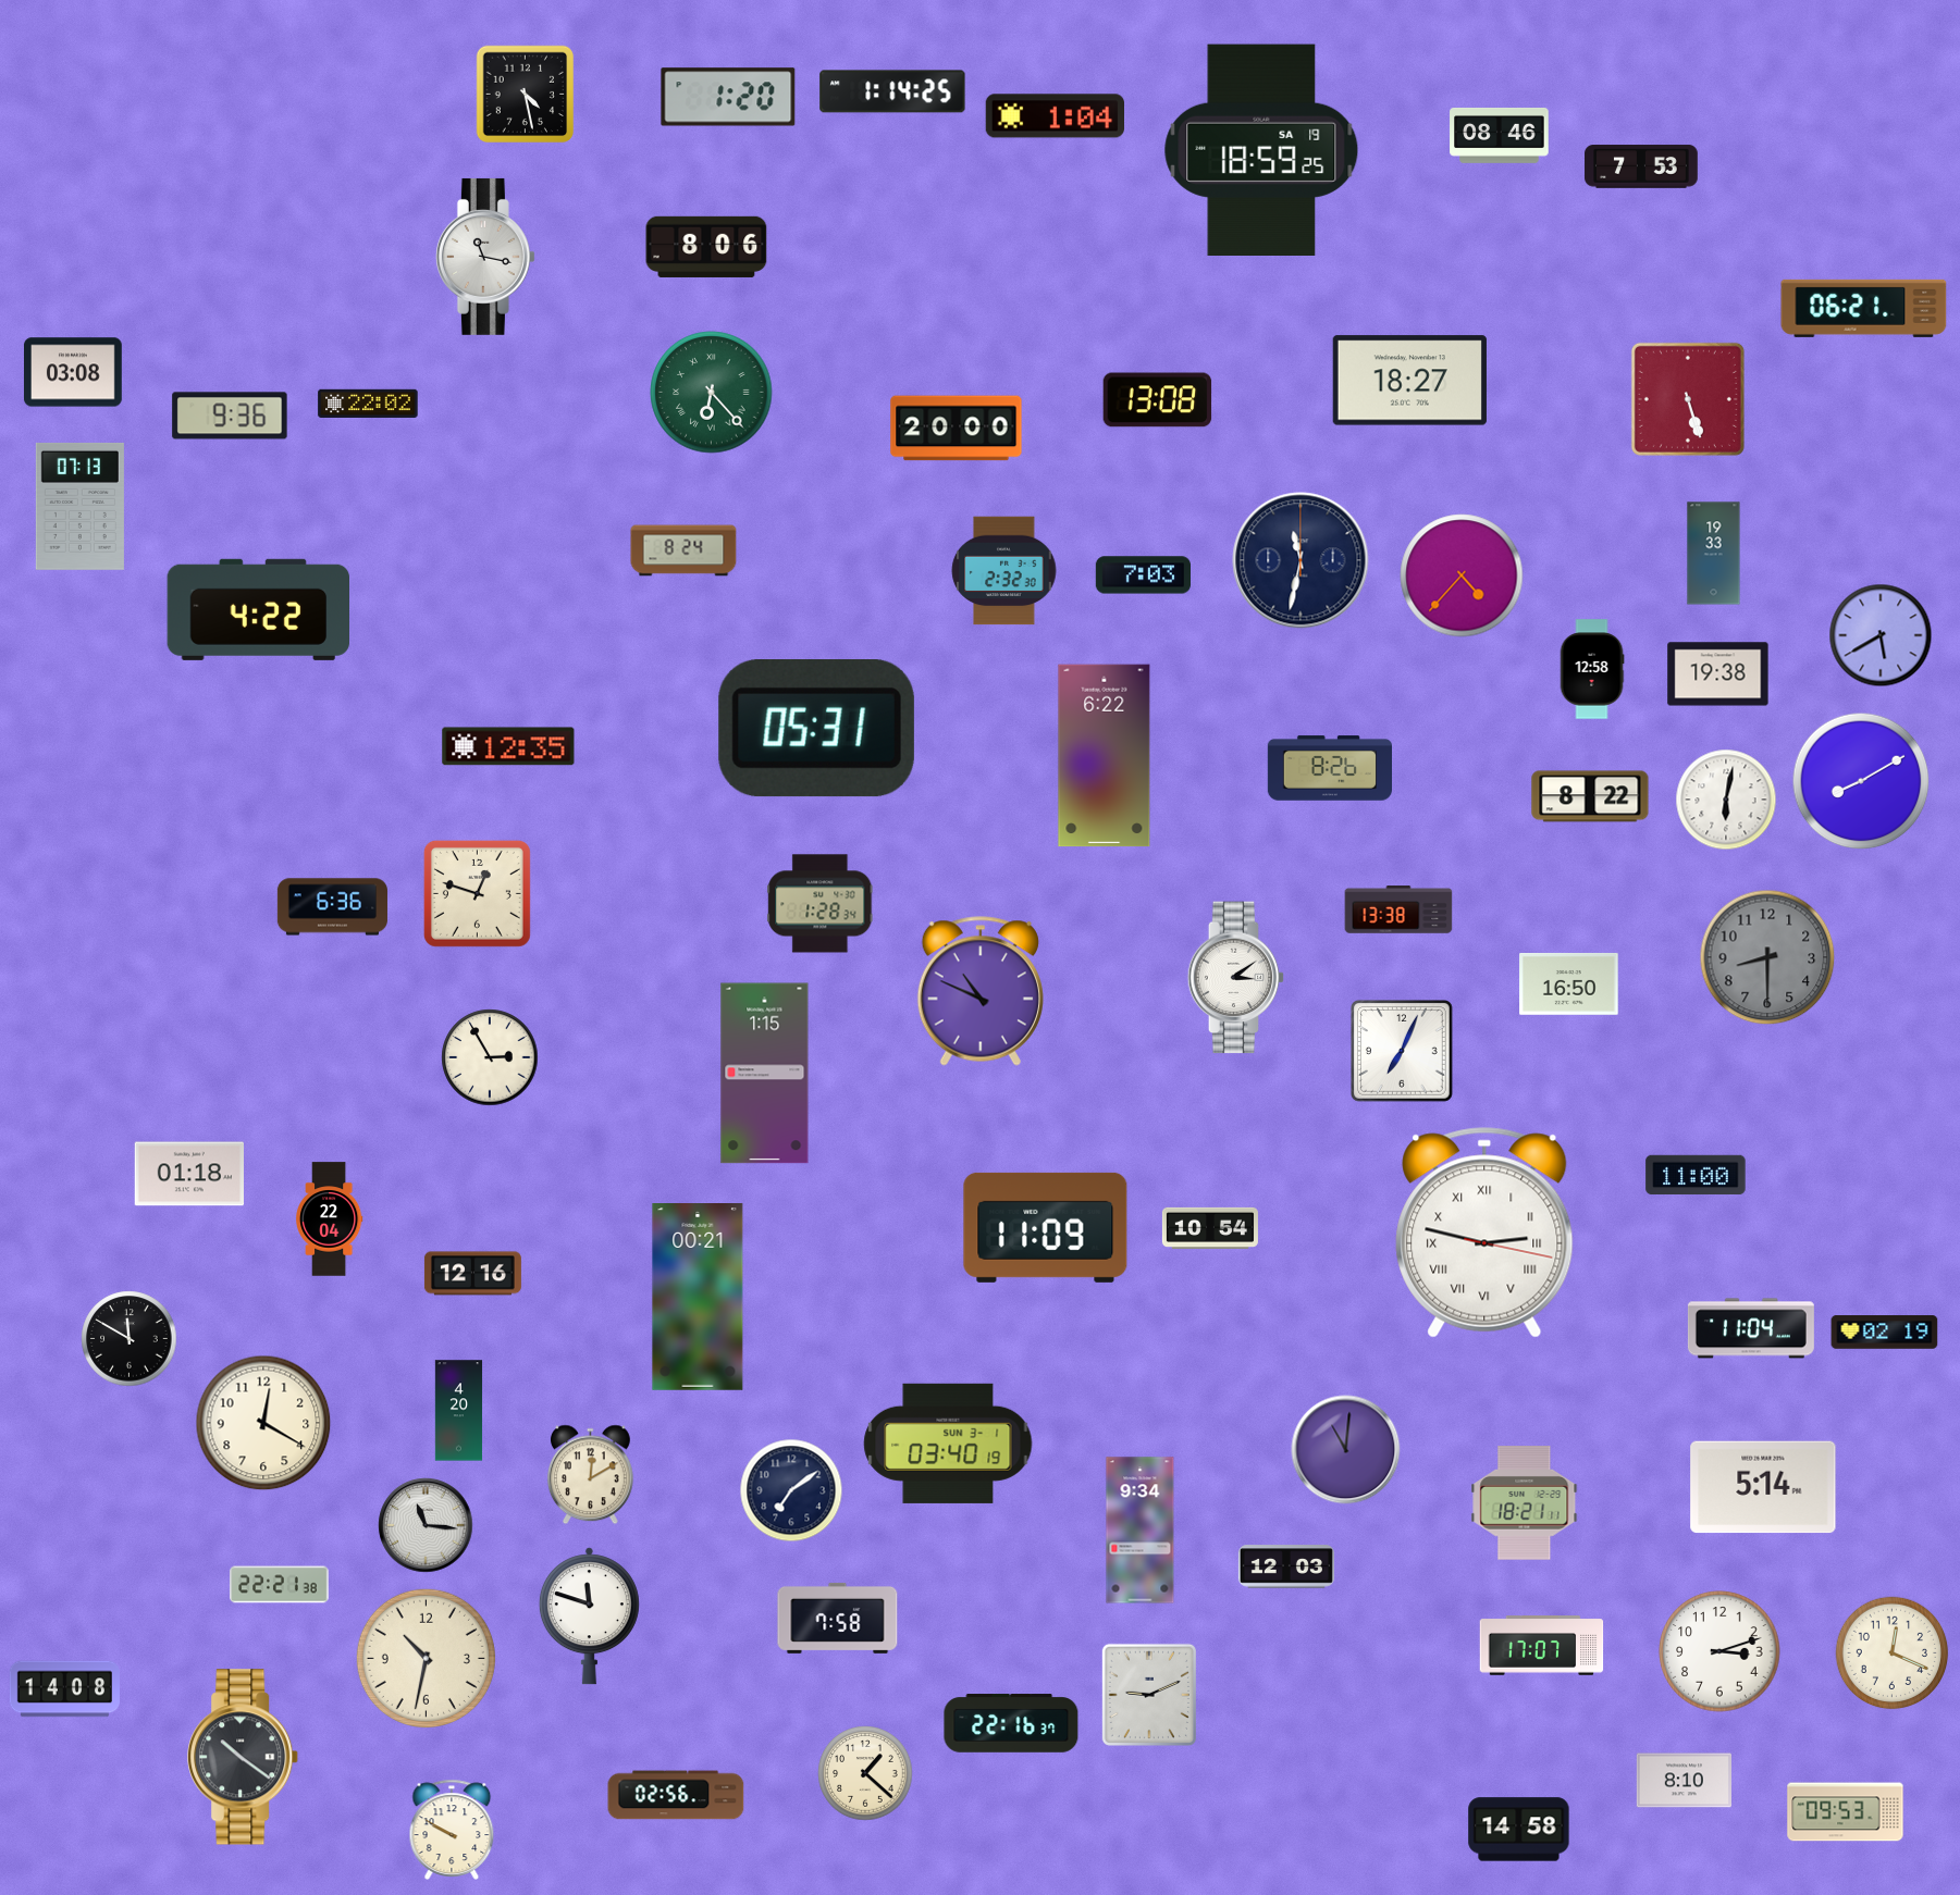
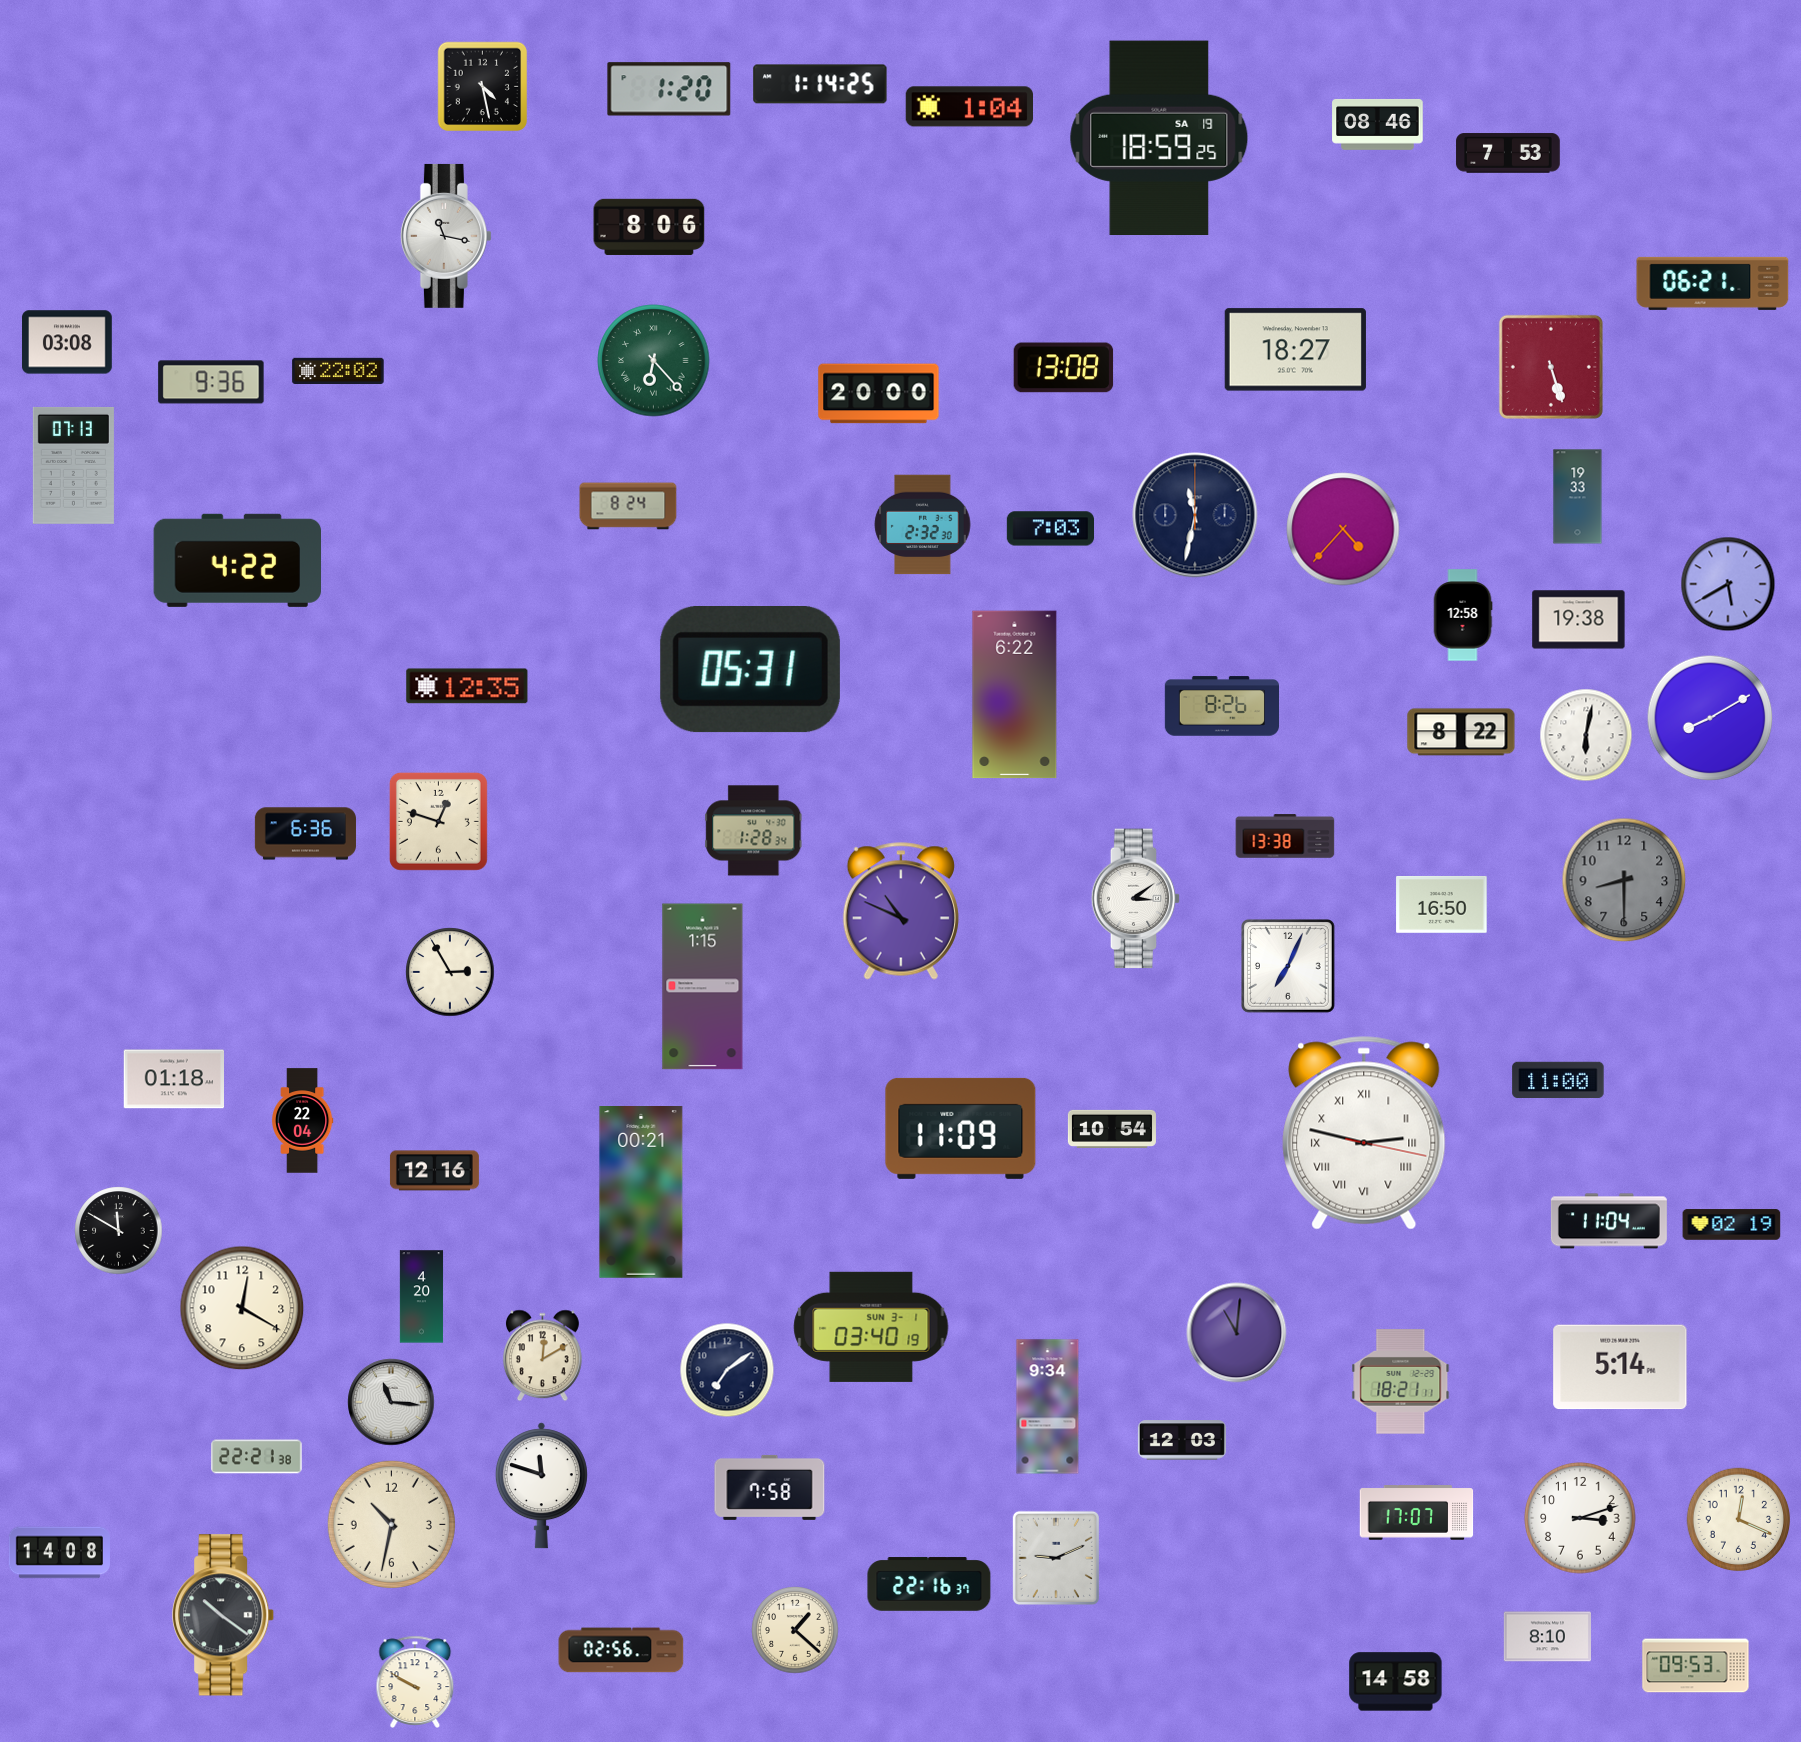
clock at (1714, 554) position: (1714, 554) -> (1578, 497)
